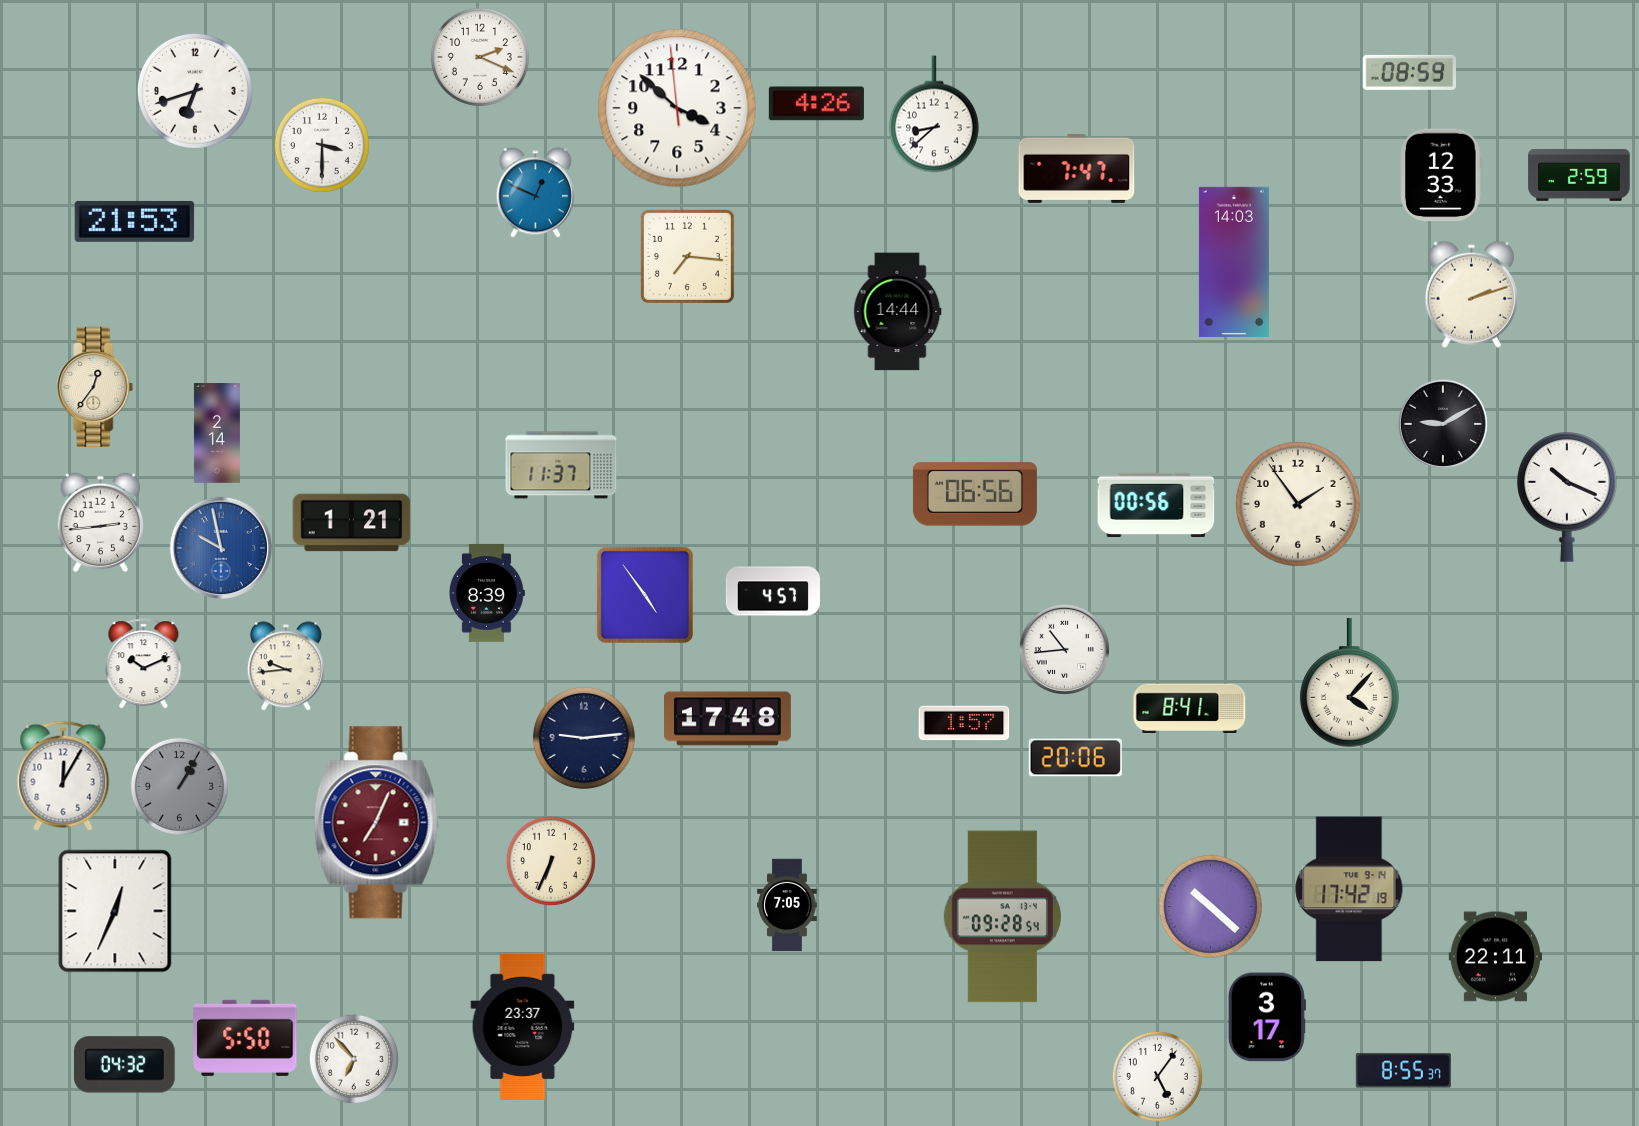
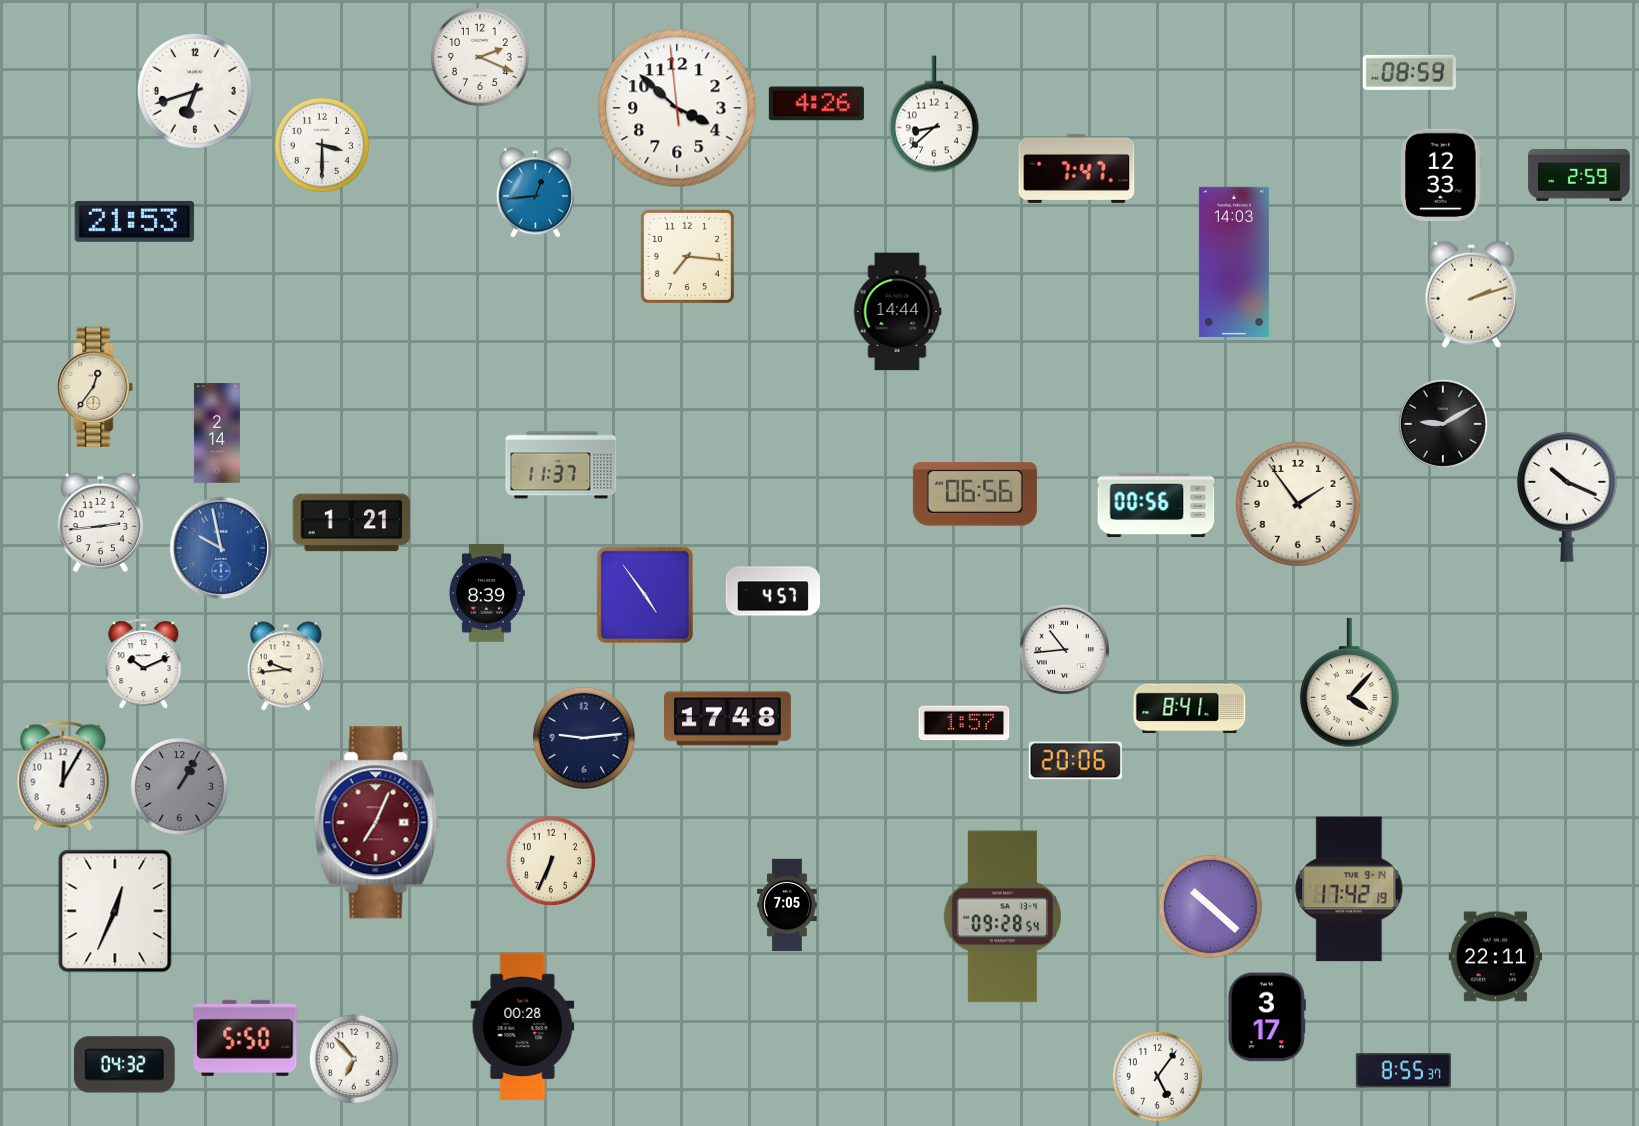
clock at (535, 193): 12:49 -> 12:44
clock at (1075, 758) position: (1075, 758) -> (1075, 761)
clock at (523, 1027): 23:37 -> 00:28
